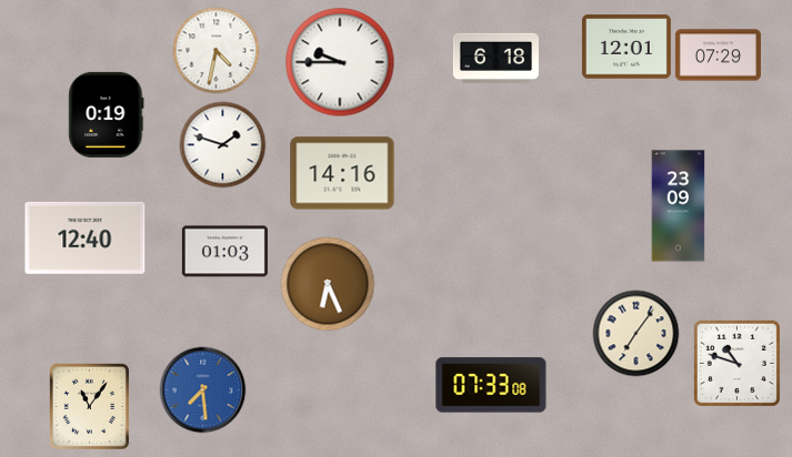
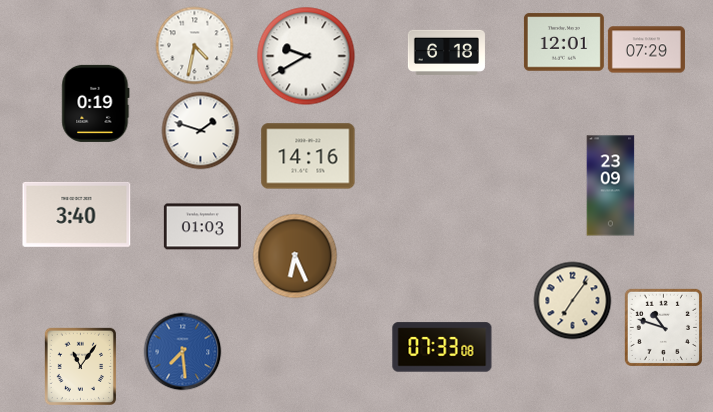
clock at (340, 62): 9:45 -> 9:40
clock at (86, 237): 12:40 -> 3:40
